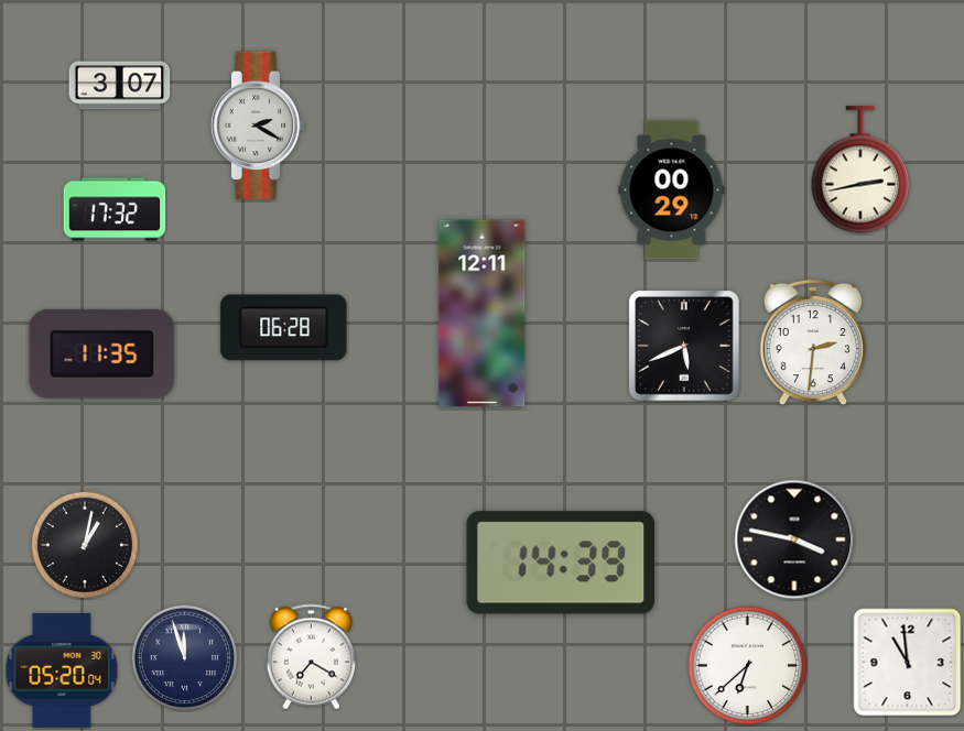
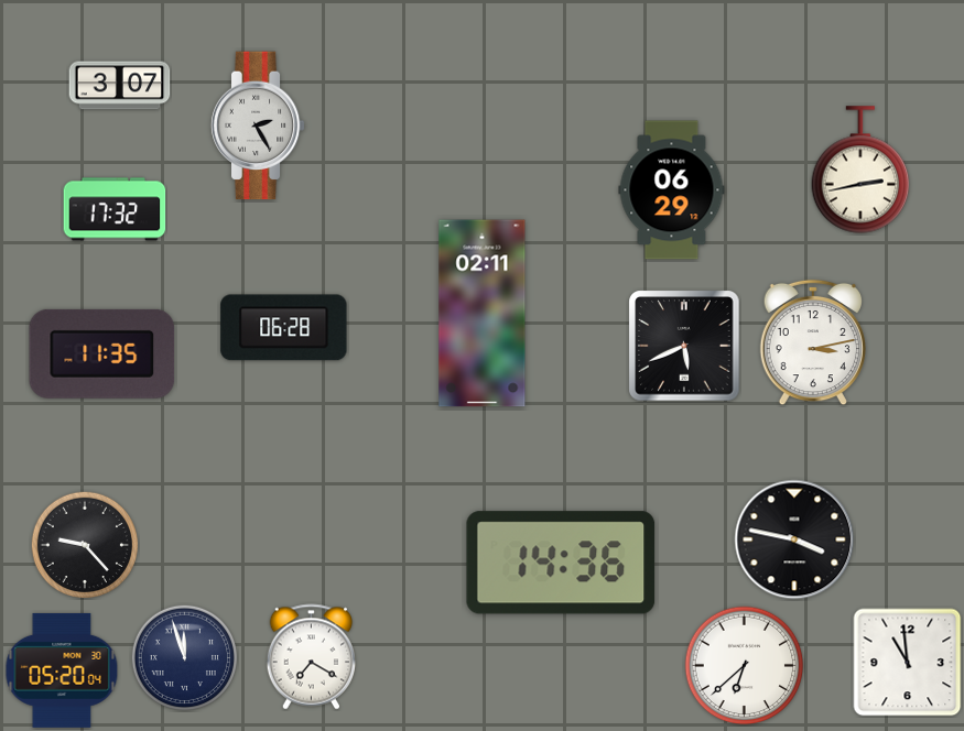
clock at (258, 126): 2:20 -> 2:25
clock at (672, 190): 00:29 -> 06:29
clock at (483, 314): 12:11 -> 02:11
clock at (812, 342): 2:31 -> 3:13
clock at (84, 544): 1:02 -> 9:23
clock at (561, 563): 14:39 -> 14:36
clock at (748, 666) position: (748, 666) -> (745, 666)
